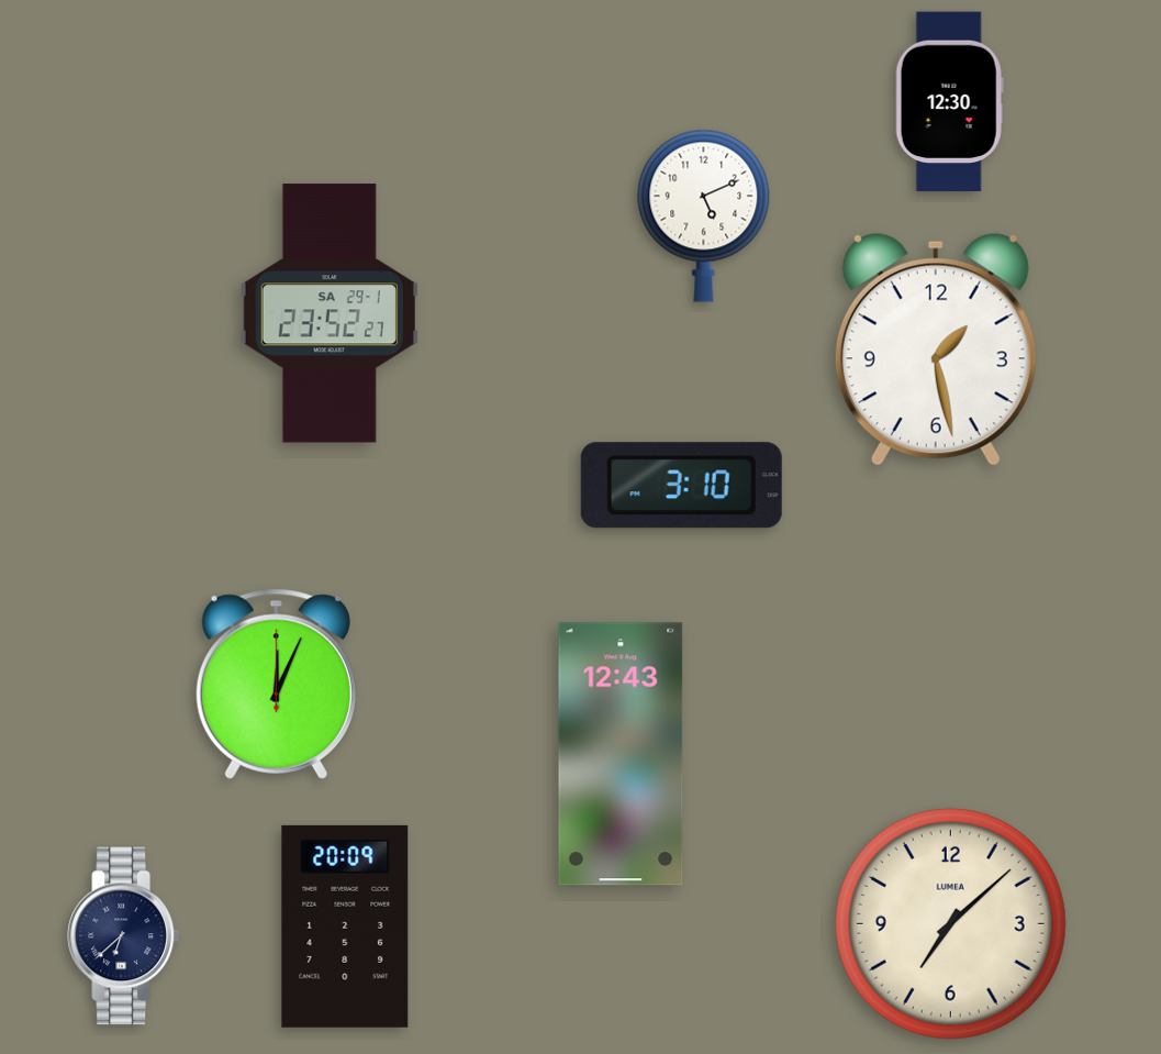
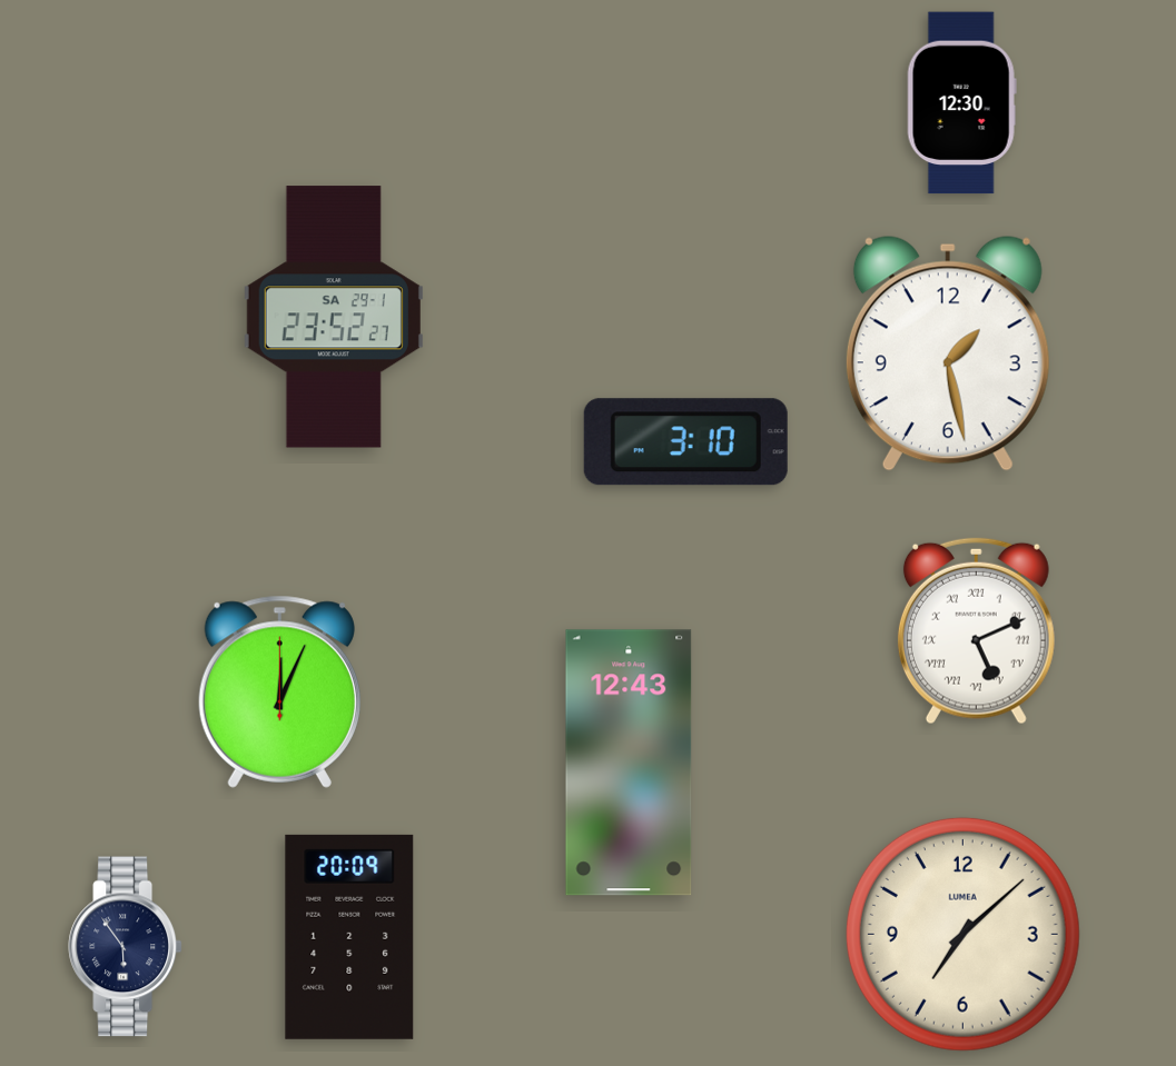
clock at (704, 215): 5:11 -> none
clock at (681, 486) position: (681, 486) -> (685, 442)
clock at (976, 631): none -> 5:11
clock at (124, 936): 6:38 -> 5:54
